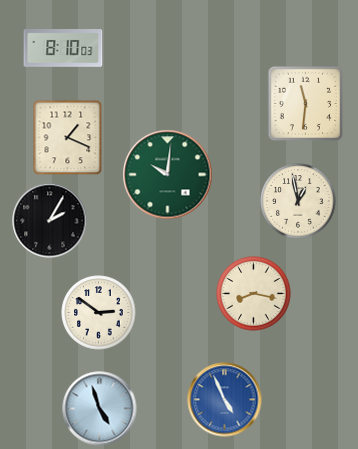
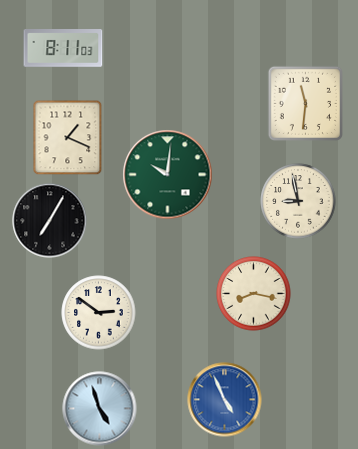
clock at (63, 49): 8:10 -> 8:11
clock at (298, 201): 12:58 -> 8:58
clock at (50, 221): 2:05 -> 7:05
